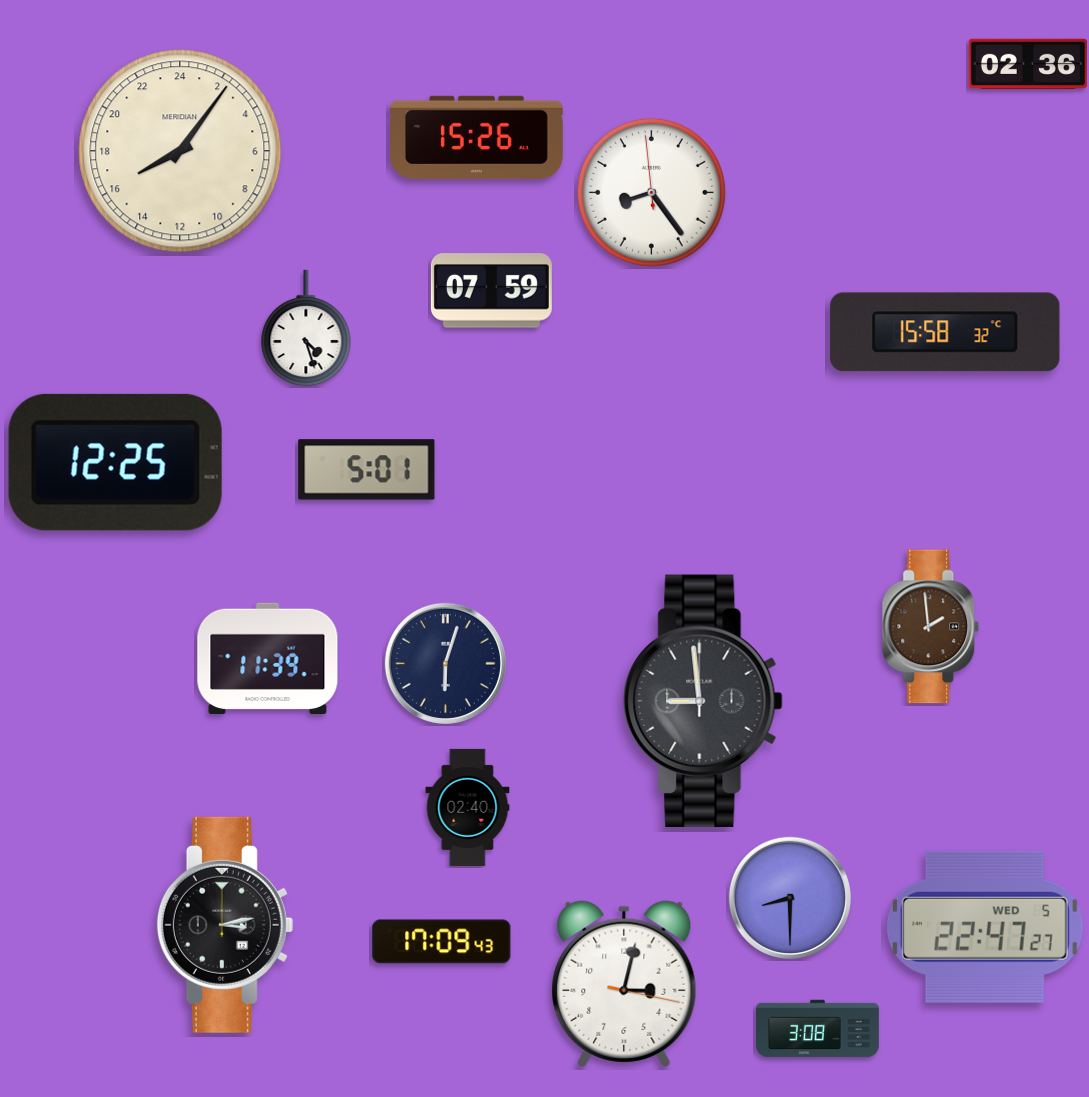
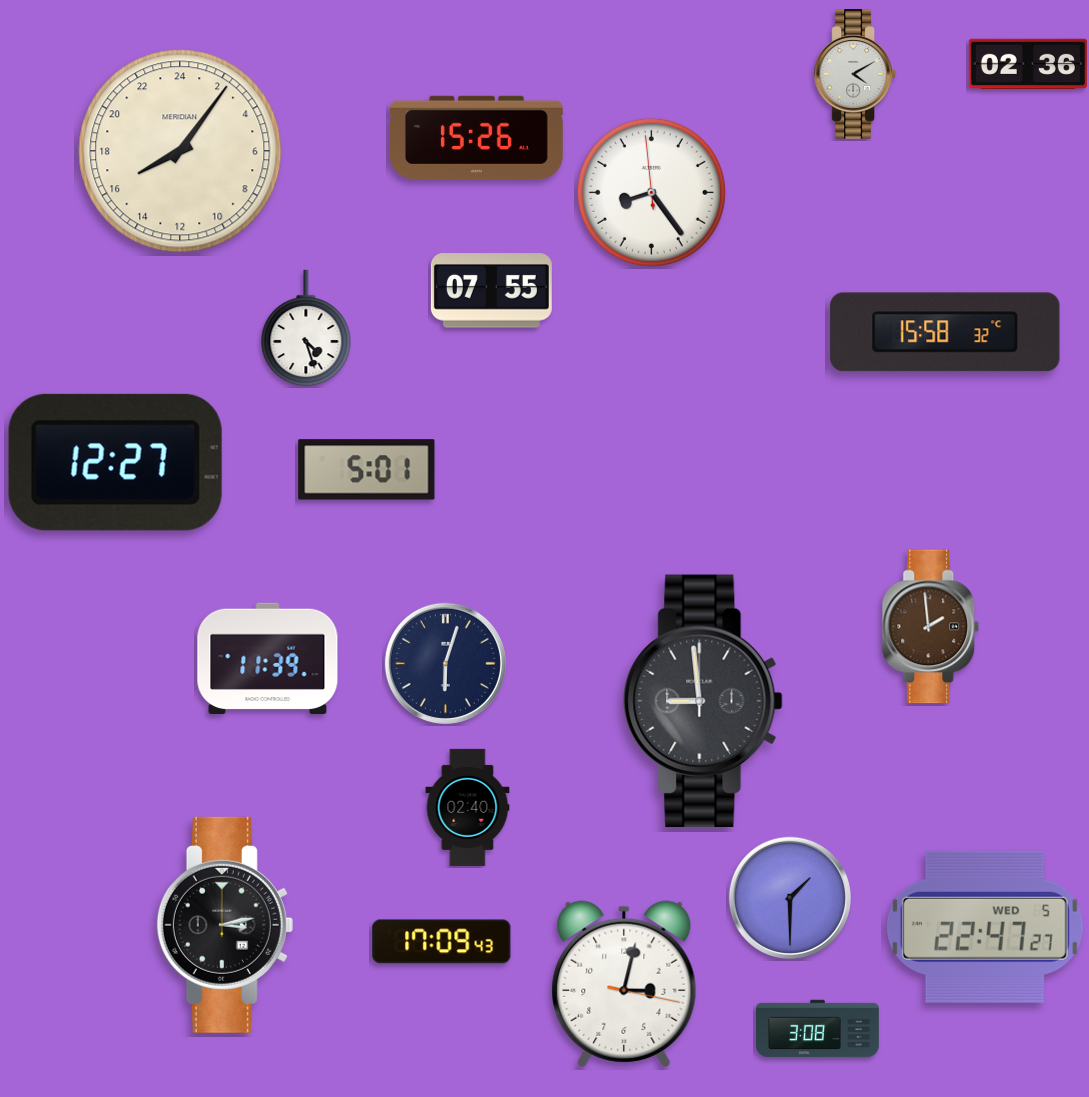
clock at (855, 74): none -> 4:10
clock at (491, 291): 07:59 -> 07:55
clock at (115, 462): 12:25 -> 12:27
clock at (790, 898): 8:30 -> 1:30
